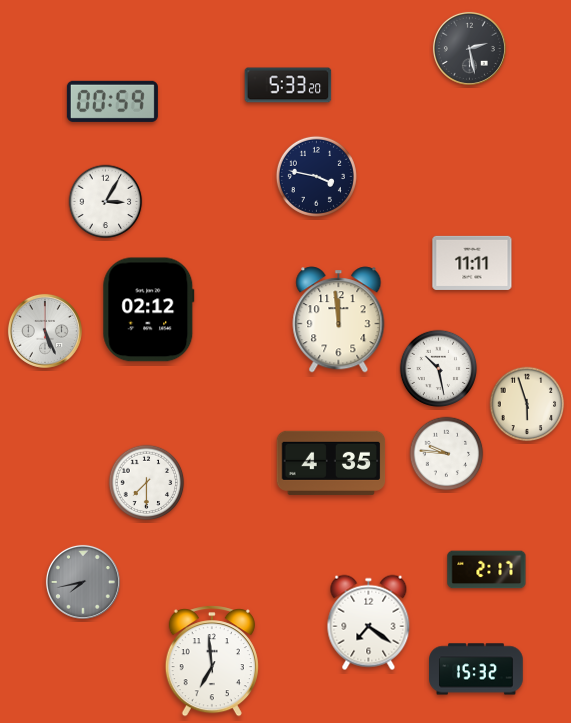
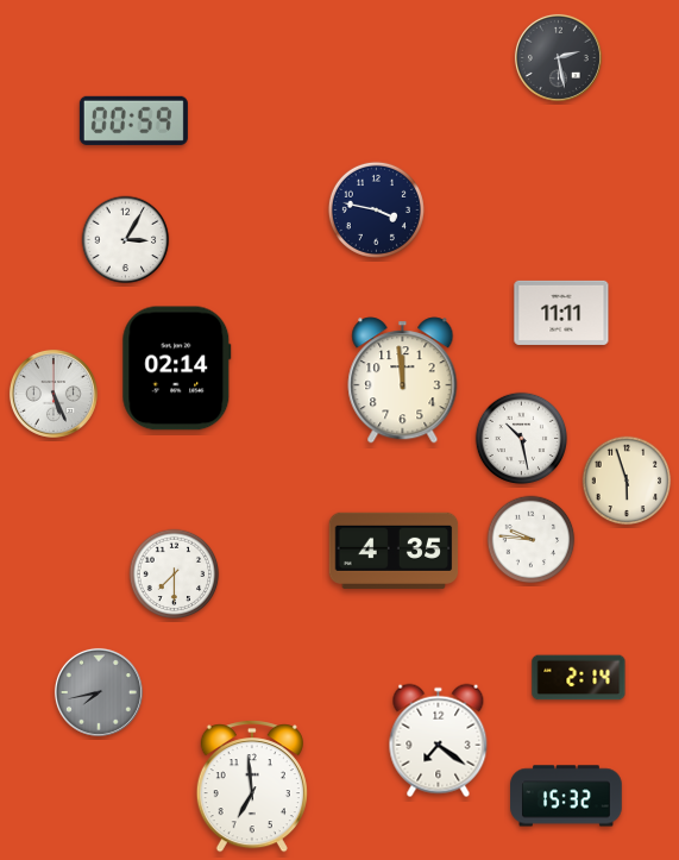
clock at (288, 85): 5:33 -> none
clock at (149, 310): 02:12 -> 02:14
clock at (487, 570): 2:17 -> 2:14
